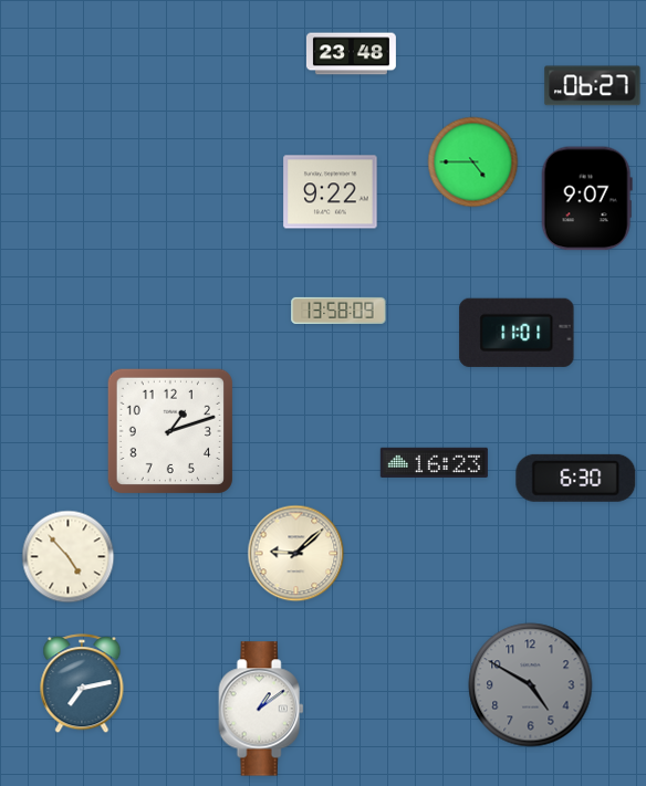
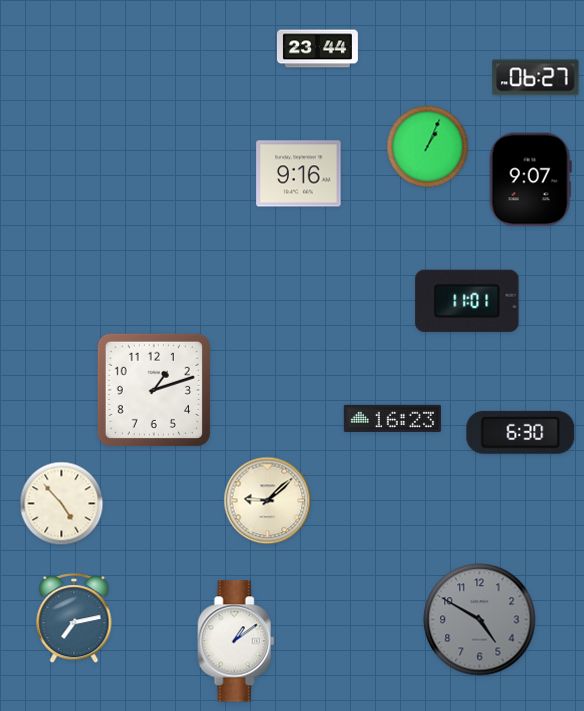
clock at (351, 54): 23:48 -> 23:44
clock at (473, 163): 4:45 -> 1:04
clock at (331, 192): 9:22 -> 9:16
clock at (338, 311): 13:58 -> none
